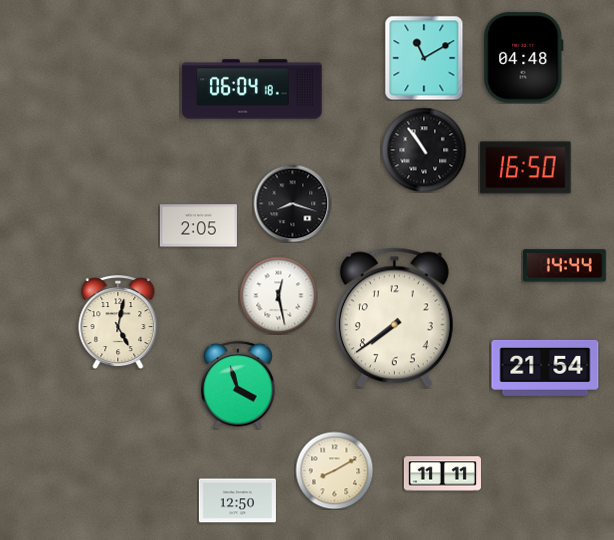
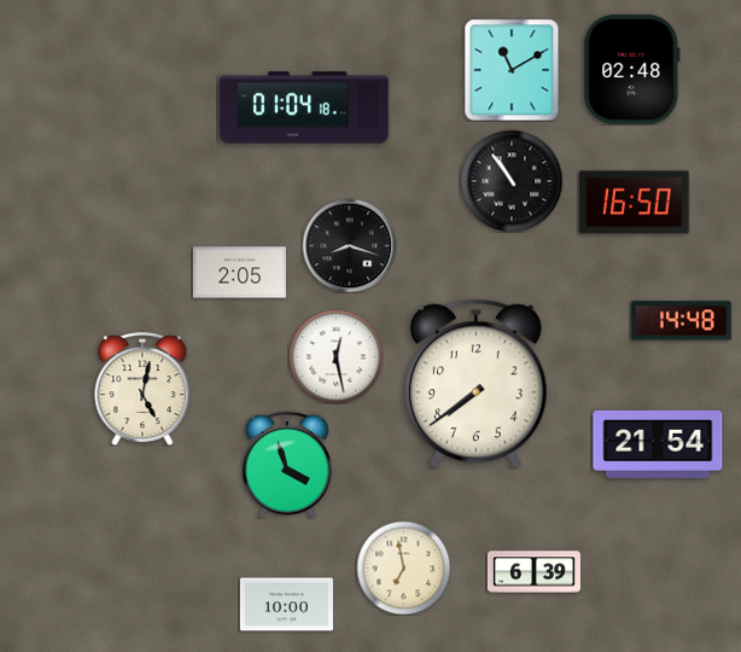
clock at (524, 58): 04:48 -> 02:48
clock at (252, 89): 06:04 -> 01:04
clock at (292, 203) position: (292, 203) -> (349, 245)
clock at (564, 266): 14:44 -> 14:48
clock at (334, 470): 8:10 -> 6:58
clock at (442, 474): 11:11 -> 6:39
clock at (237, 501): 12:50 -> 10:00
